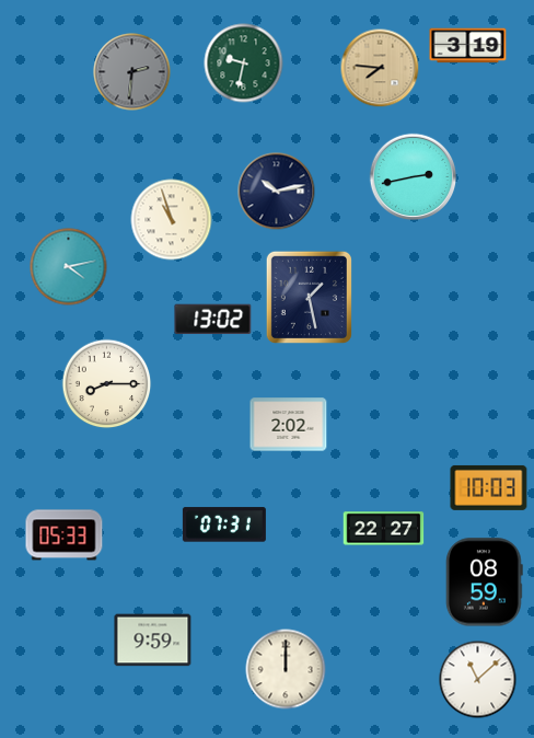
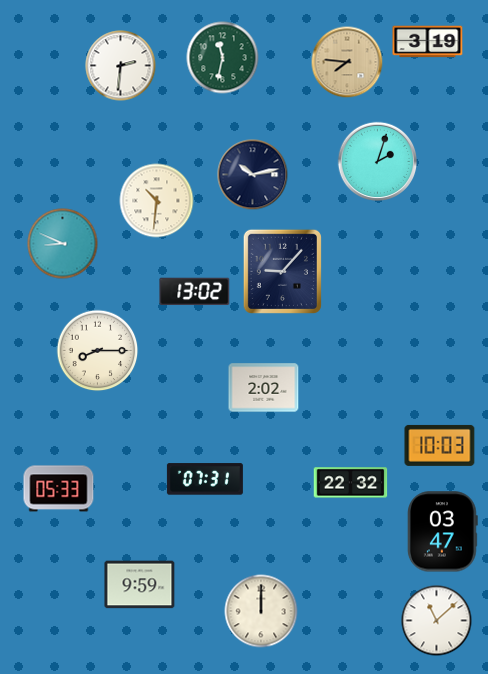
clock at (244, 64): 9:32 -> 11:32
clock at (132, 72) dial: grey -> white
clock at (414, 177): 2:43 -> 2:03
clock at (172, 220): 10:57 -> 10:31
clock at (69, 267): 4:13 -> 8:49
clock at (309, 297): 1:28 -> 9:07
clock at (489, 487) position: (489, 487) -> (440, 445)
clock at (384, 529): 22:27 -> 22:32
clock at (484, 583): 08:59 -> 03:47
